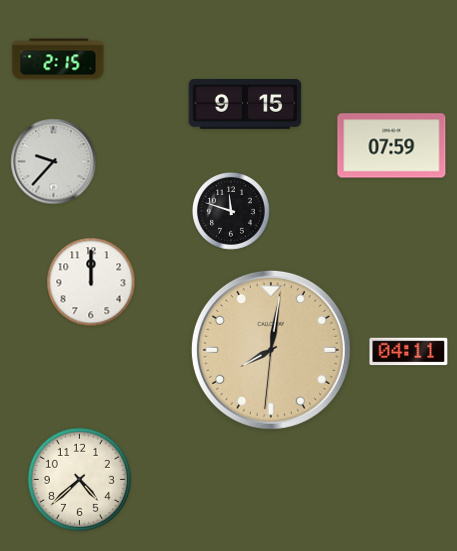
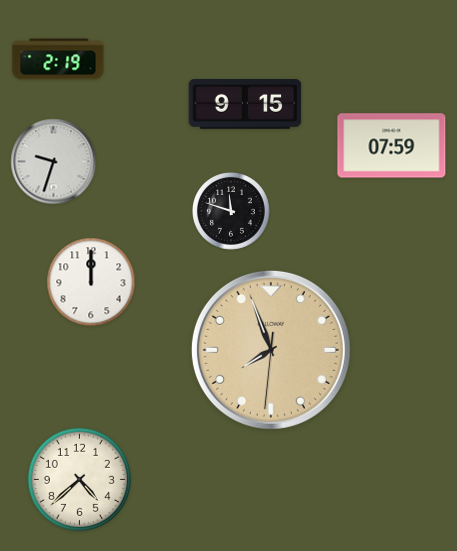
clock at (58, 59): 2:15 -> 2:19
clock at (54, 162): 9:37 -> 9:33
clock at (271, 350): 8:01 -> 7:56
clock at (409, 352): 04:11 -> none
